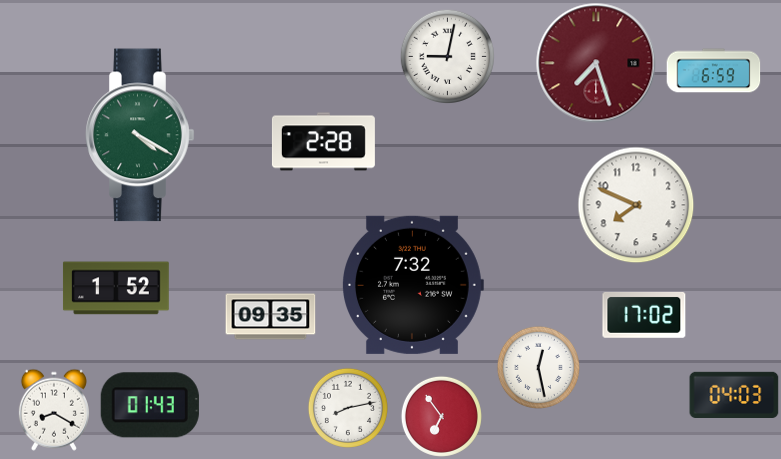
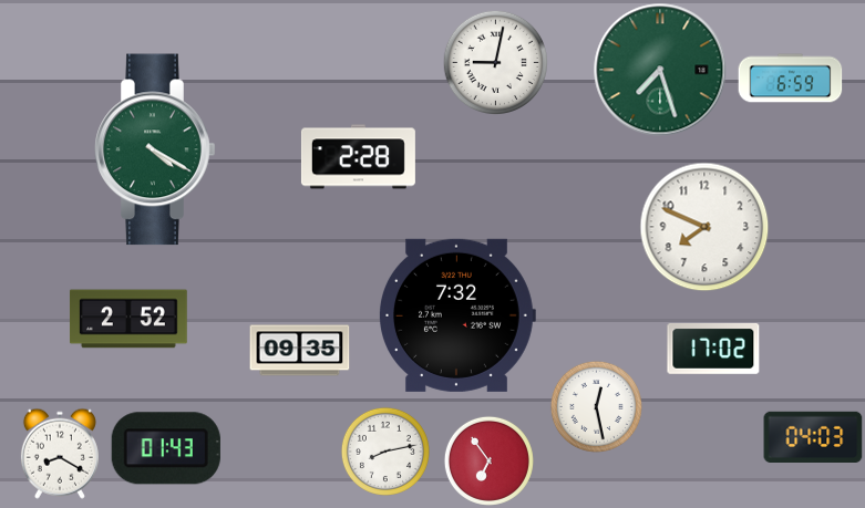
clock at (596, 63) dial: burgundy -> green
clock at (116, 288): 1:52 -> 2:52
